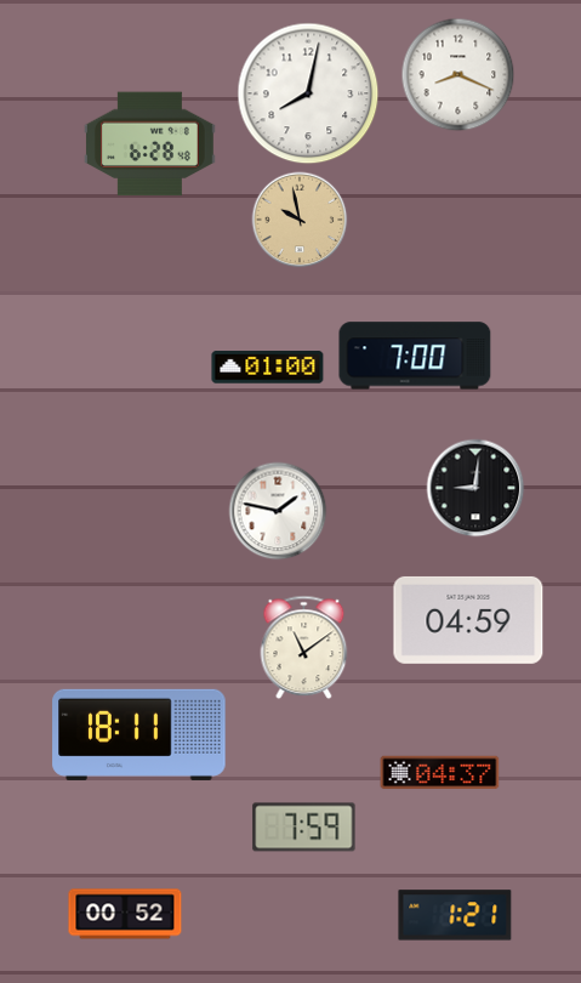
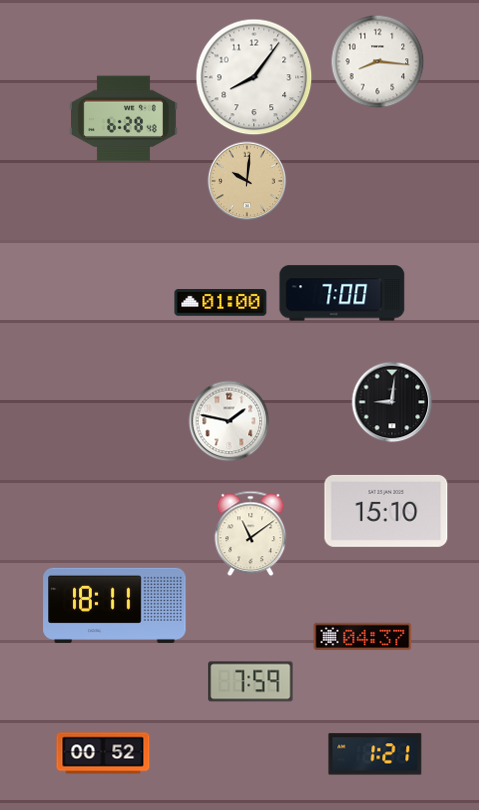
clock at (458, 75): 8:19 -> 8:16
clock at (308, 93): 8:02 -> 8:06
clock at (300, 220): 9:58 -> 10:01
clock at (468, 620): 04:59 -> 15:10
